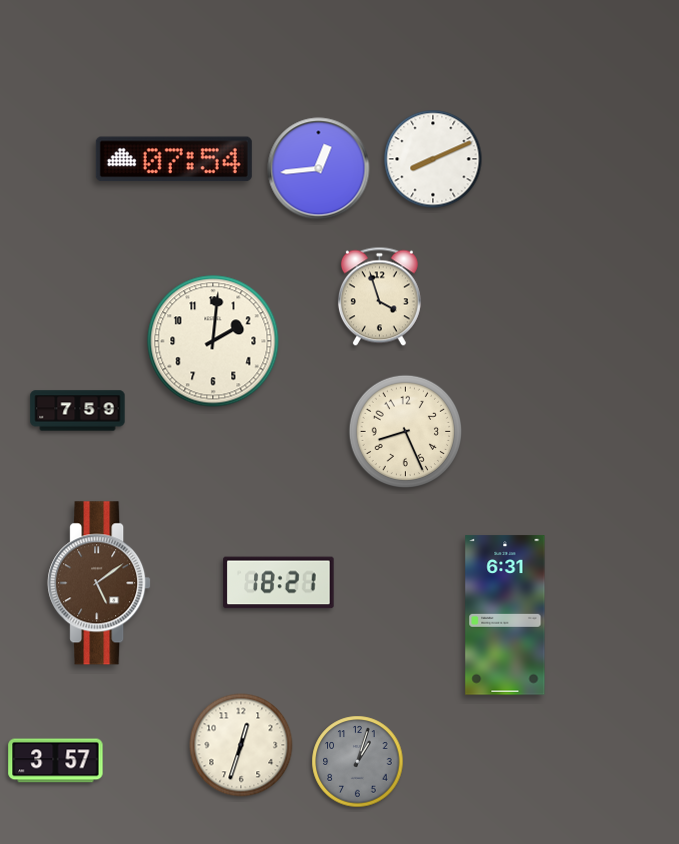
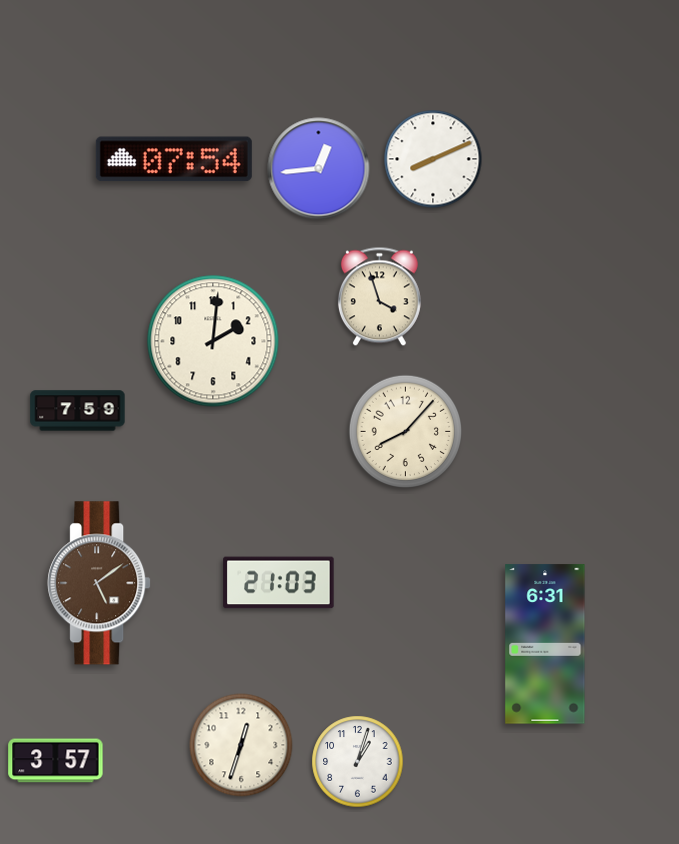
clock at (406, 432): 8:26 -> 8:07
clock at (279, 583): 18:21 -> 21:03
clock at (505, 615) position: (505, 615) -> (545, 644)
clock at (358, 762) dial: grey -> white
